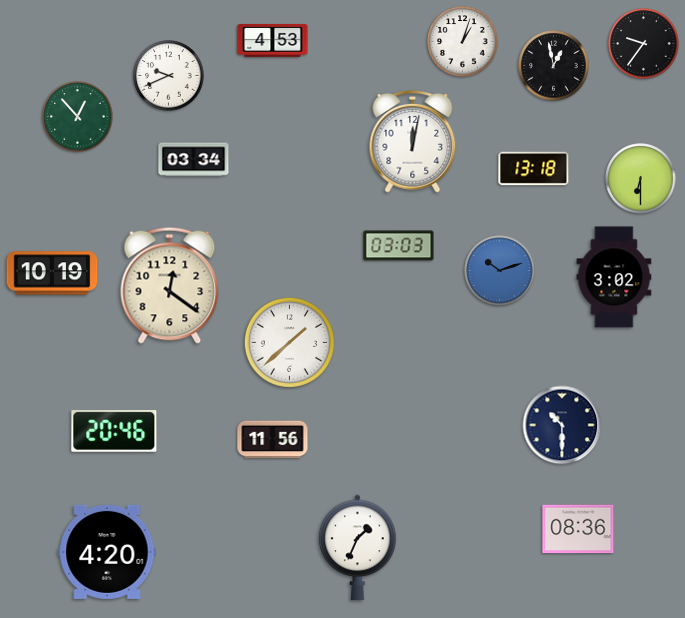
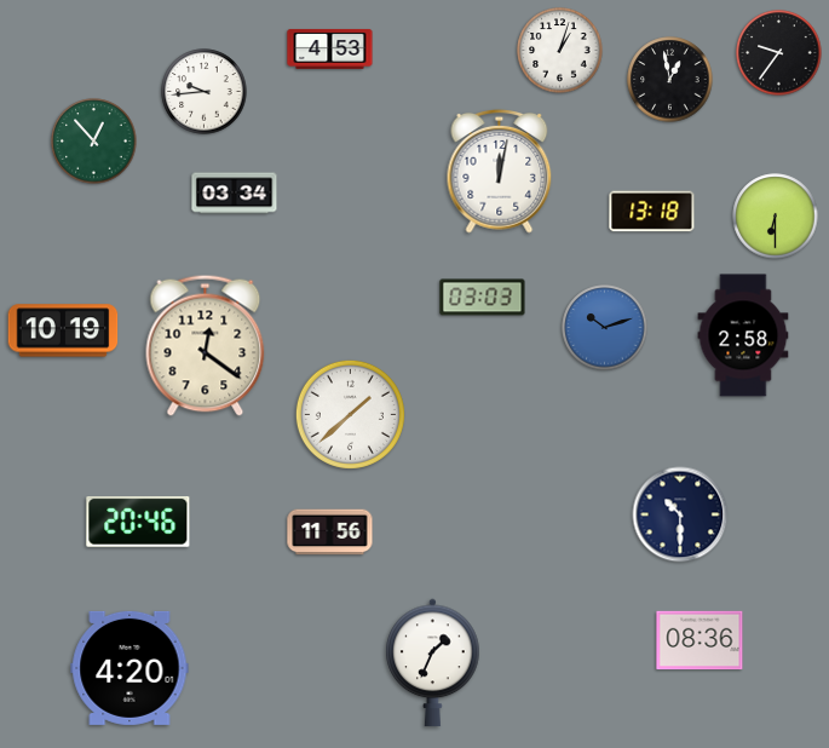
clock at (169, 76): 9:41 -> 9:44
clock at (534, 169) position: (534, 169) -> (652, 212)
clock at (614, 277): 3:02 -> 2:58
